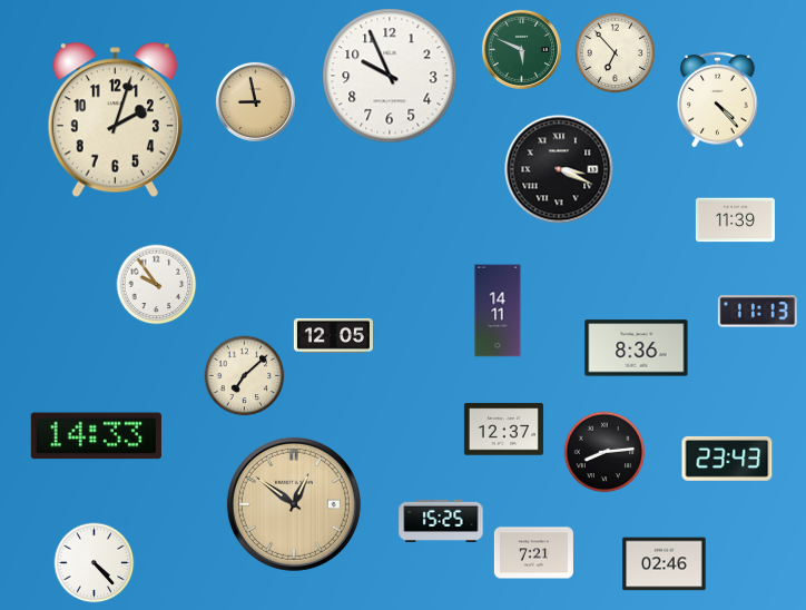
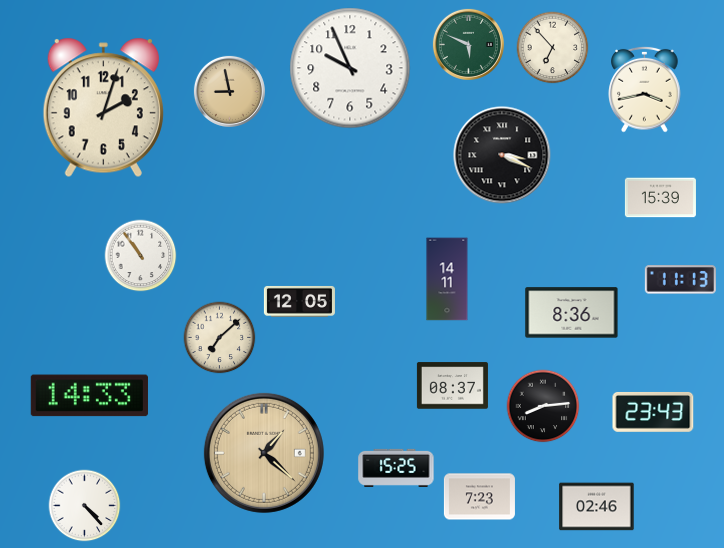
clock at (718, 99): 4:23 -> 3:43
clock at (559, 169) position: (559, 169) -> (502, 155)
clock at (735, 220): 11:39 -> 15:39
clock at (157, 285): 9:54 -> 10:54
clock at (503, 430): 12:37 -> 08:37
clock at (96, 436) position: (96, 436) -> (89, 396)
clock at (294, 504): 12:51 -> 1:22
clock at (533, 553): 7:21 -> 7:23
